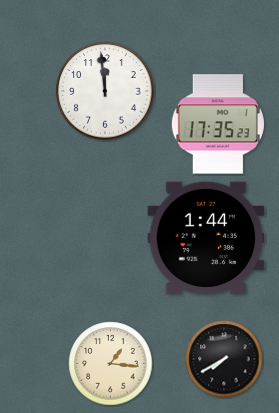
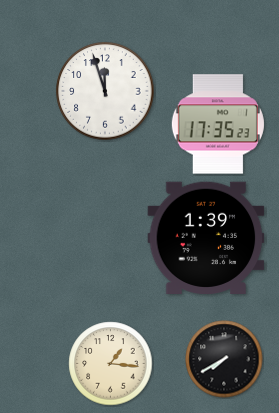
clock at (105, 91): 11:59 -> 11:57
clock at (206, 237): 1:44 -> 1:39
